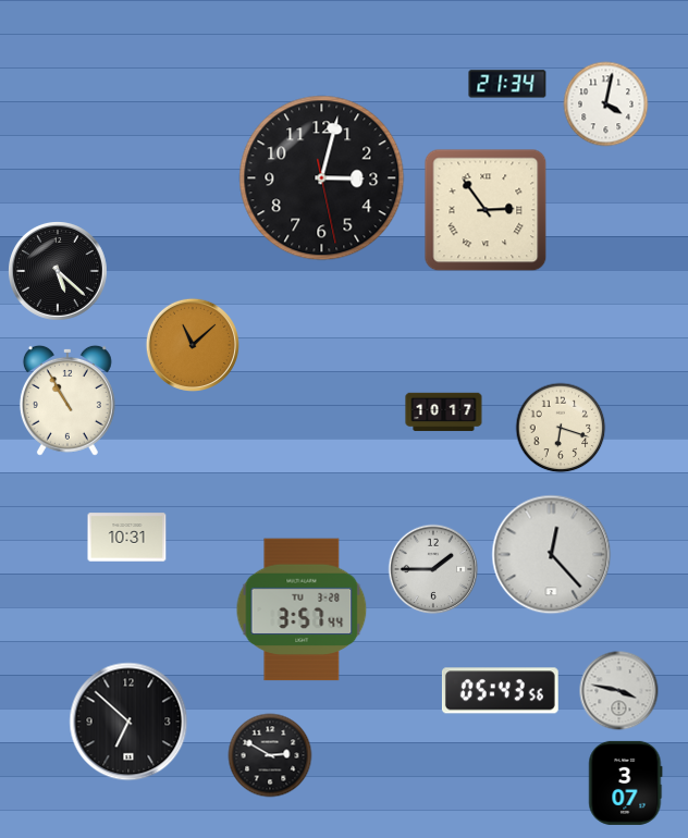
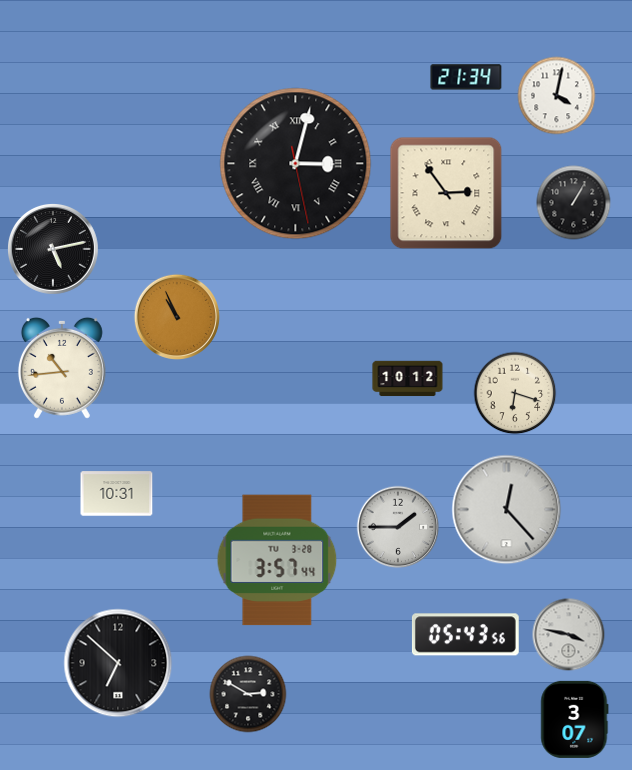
clock at (322, 178) numerals: Arabic -> Roman
clock at (574, 203): none -> 1:05
clock at (59, 272): 5:22 -> 5:13
clock at (193, 345): 11:08 -> 10:56
clock at (67, 400): 10:55 -> 10:44
clock at (444, 412): 10:17 -> 10:12
clock at (433, 569) position: (433, 569) -> (398, 527)
clock at (500, 691) position: (500, 691) -> (465, 635)
